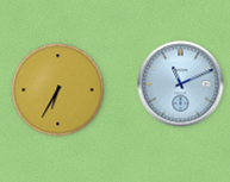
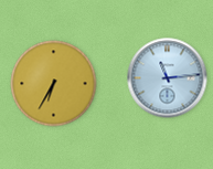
clock at (181, 84): 11:11 -> 11:14
